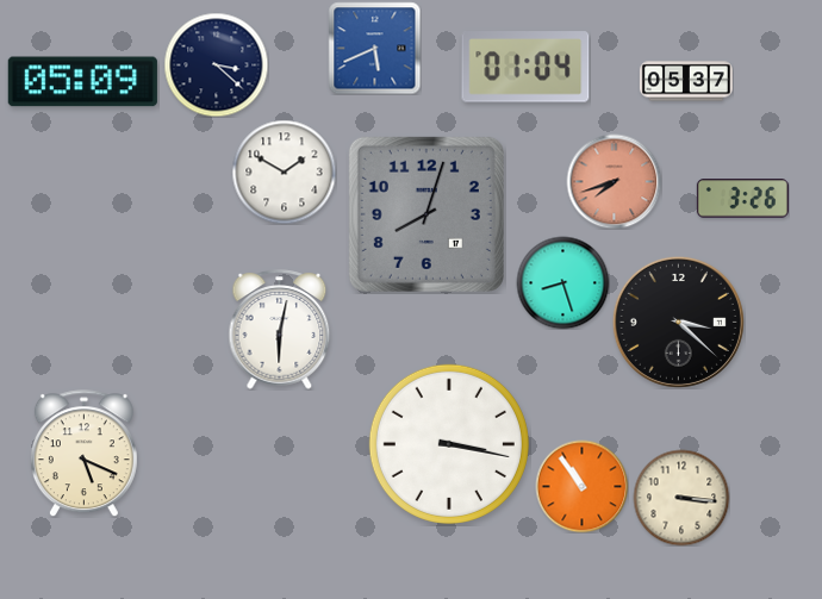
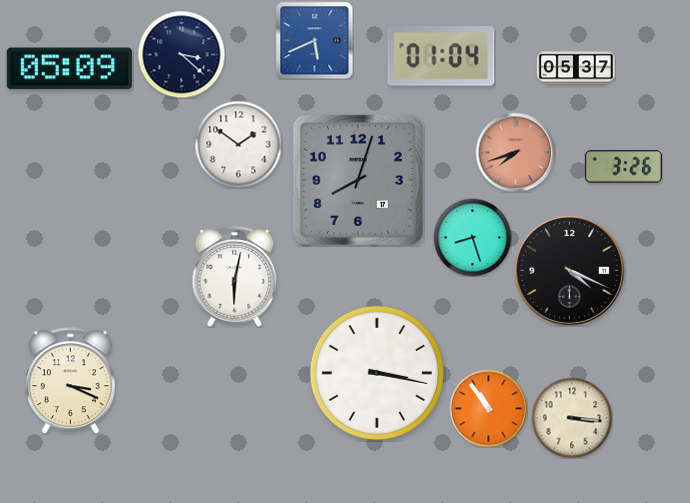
clock at (284, 171): 1:50 -> 1:51
clock at (678, 322): 3:22 -> 4:19
clock at (83, 454): 5:19 -> 3:19
